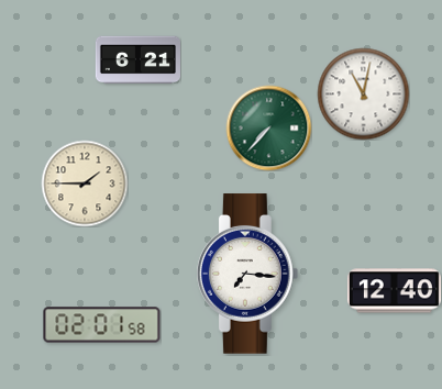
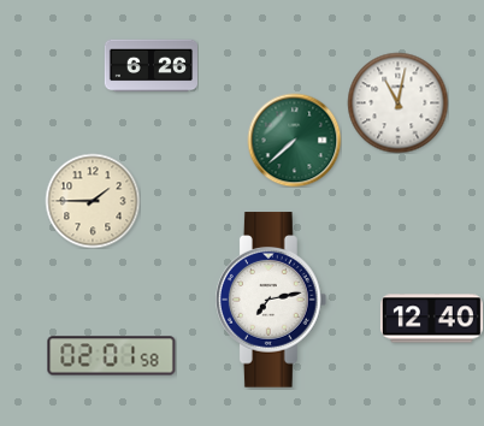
clock at (137, 60): 6:21 -> 6:26
clock at (268, 127): 7:37 -> 7:38
clock at (247, 274): 7:16 -> 7:13
